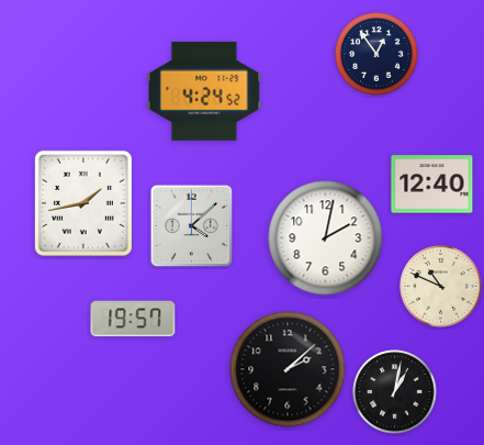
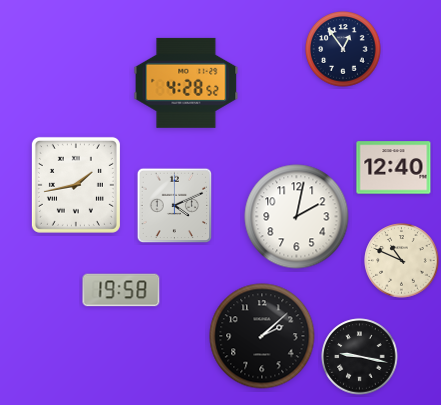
clock at (204, 91): 4:24 -> 4:28
clock at (192, 226): 4:08 -> 4:11
clock at (133, 319): 19:57 -> 19:58
clock at (395, 392): 1:02 -> 9:17
